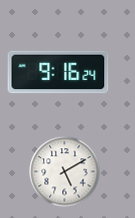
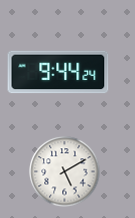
clock at (58, 72): 9:16 -> 9:44
